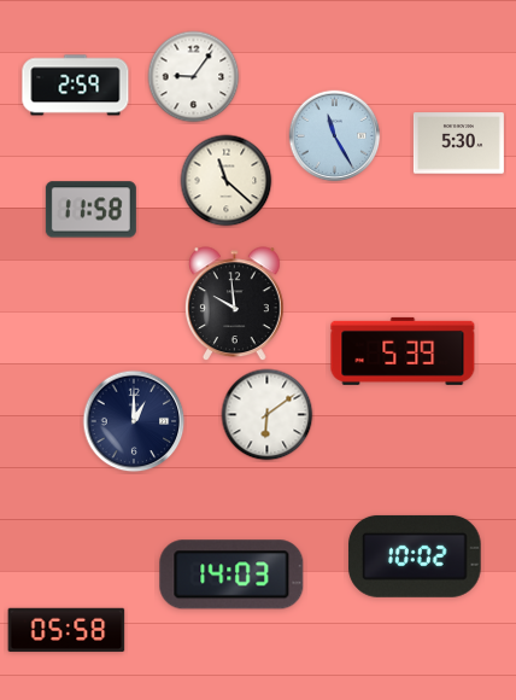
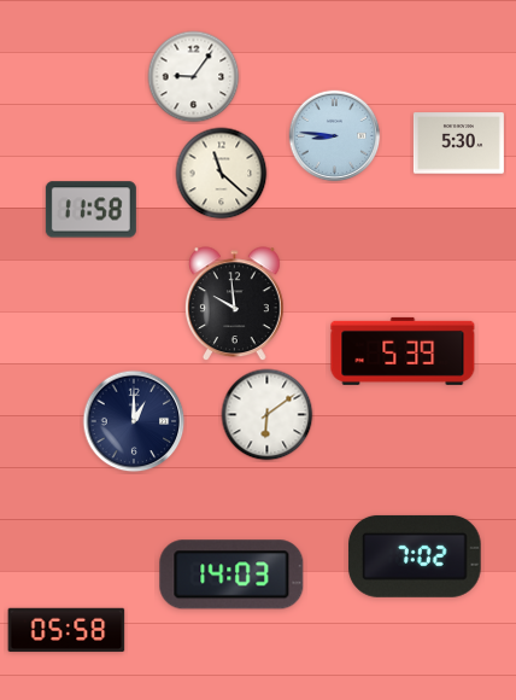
clock at (76, 86): 2:59 -> none
clock at (335, 136): 11:25 -> 8:46
clock at (227, 181) position: (227, 181) -> (222, 174)
clock at (415, 556): 10:02 -> 7:02
